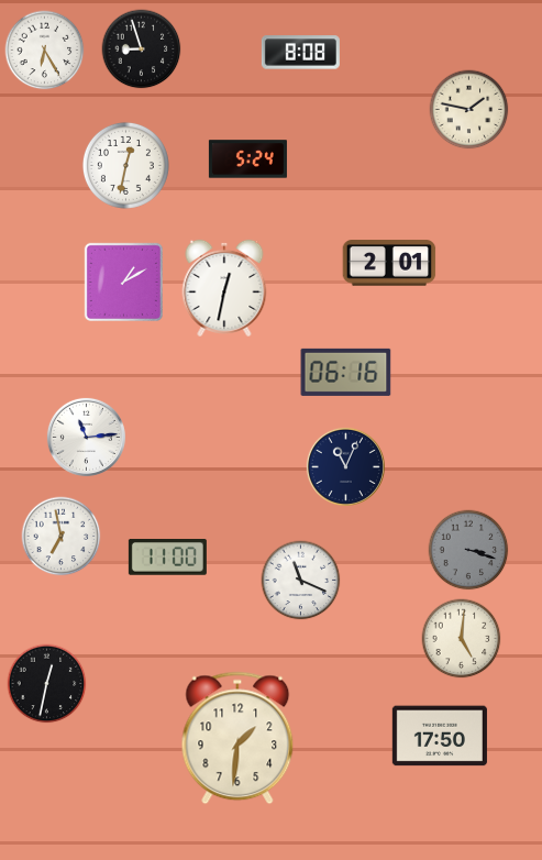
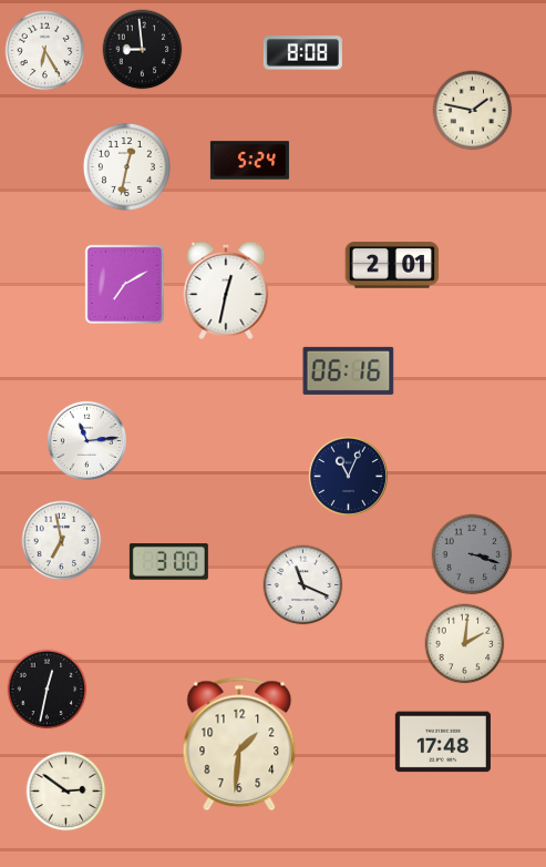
clock at (142, 49): 8:57 -> 8:59
clock at (123, 282): 1:10 -> 7:10
clock at (346, 372) position: (346, 372) -> (349, 370)
clock at (345, 466) position: (345, 466) -> (348, 476)
clock at (167, 558): 11:00 -> 3:00
clock at (462, 639): 5:01 -> 2:01
clock at (440, 736): 17:50 -> 17:48
clock at (66, 792): none -> 2:51
